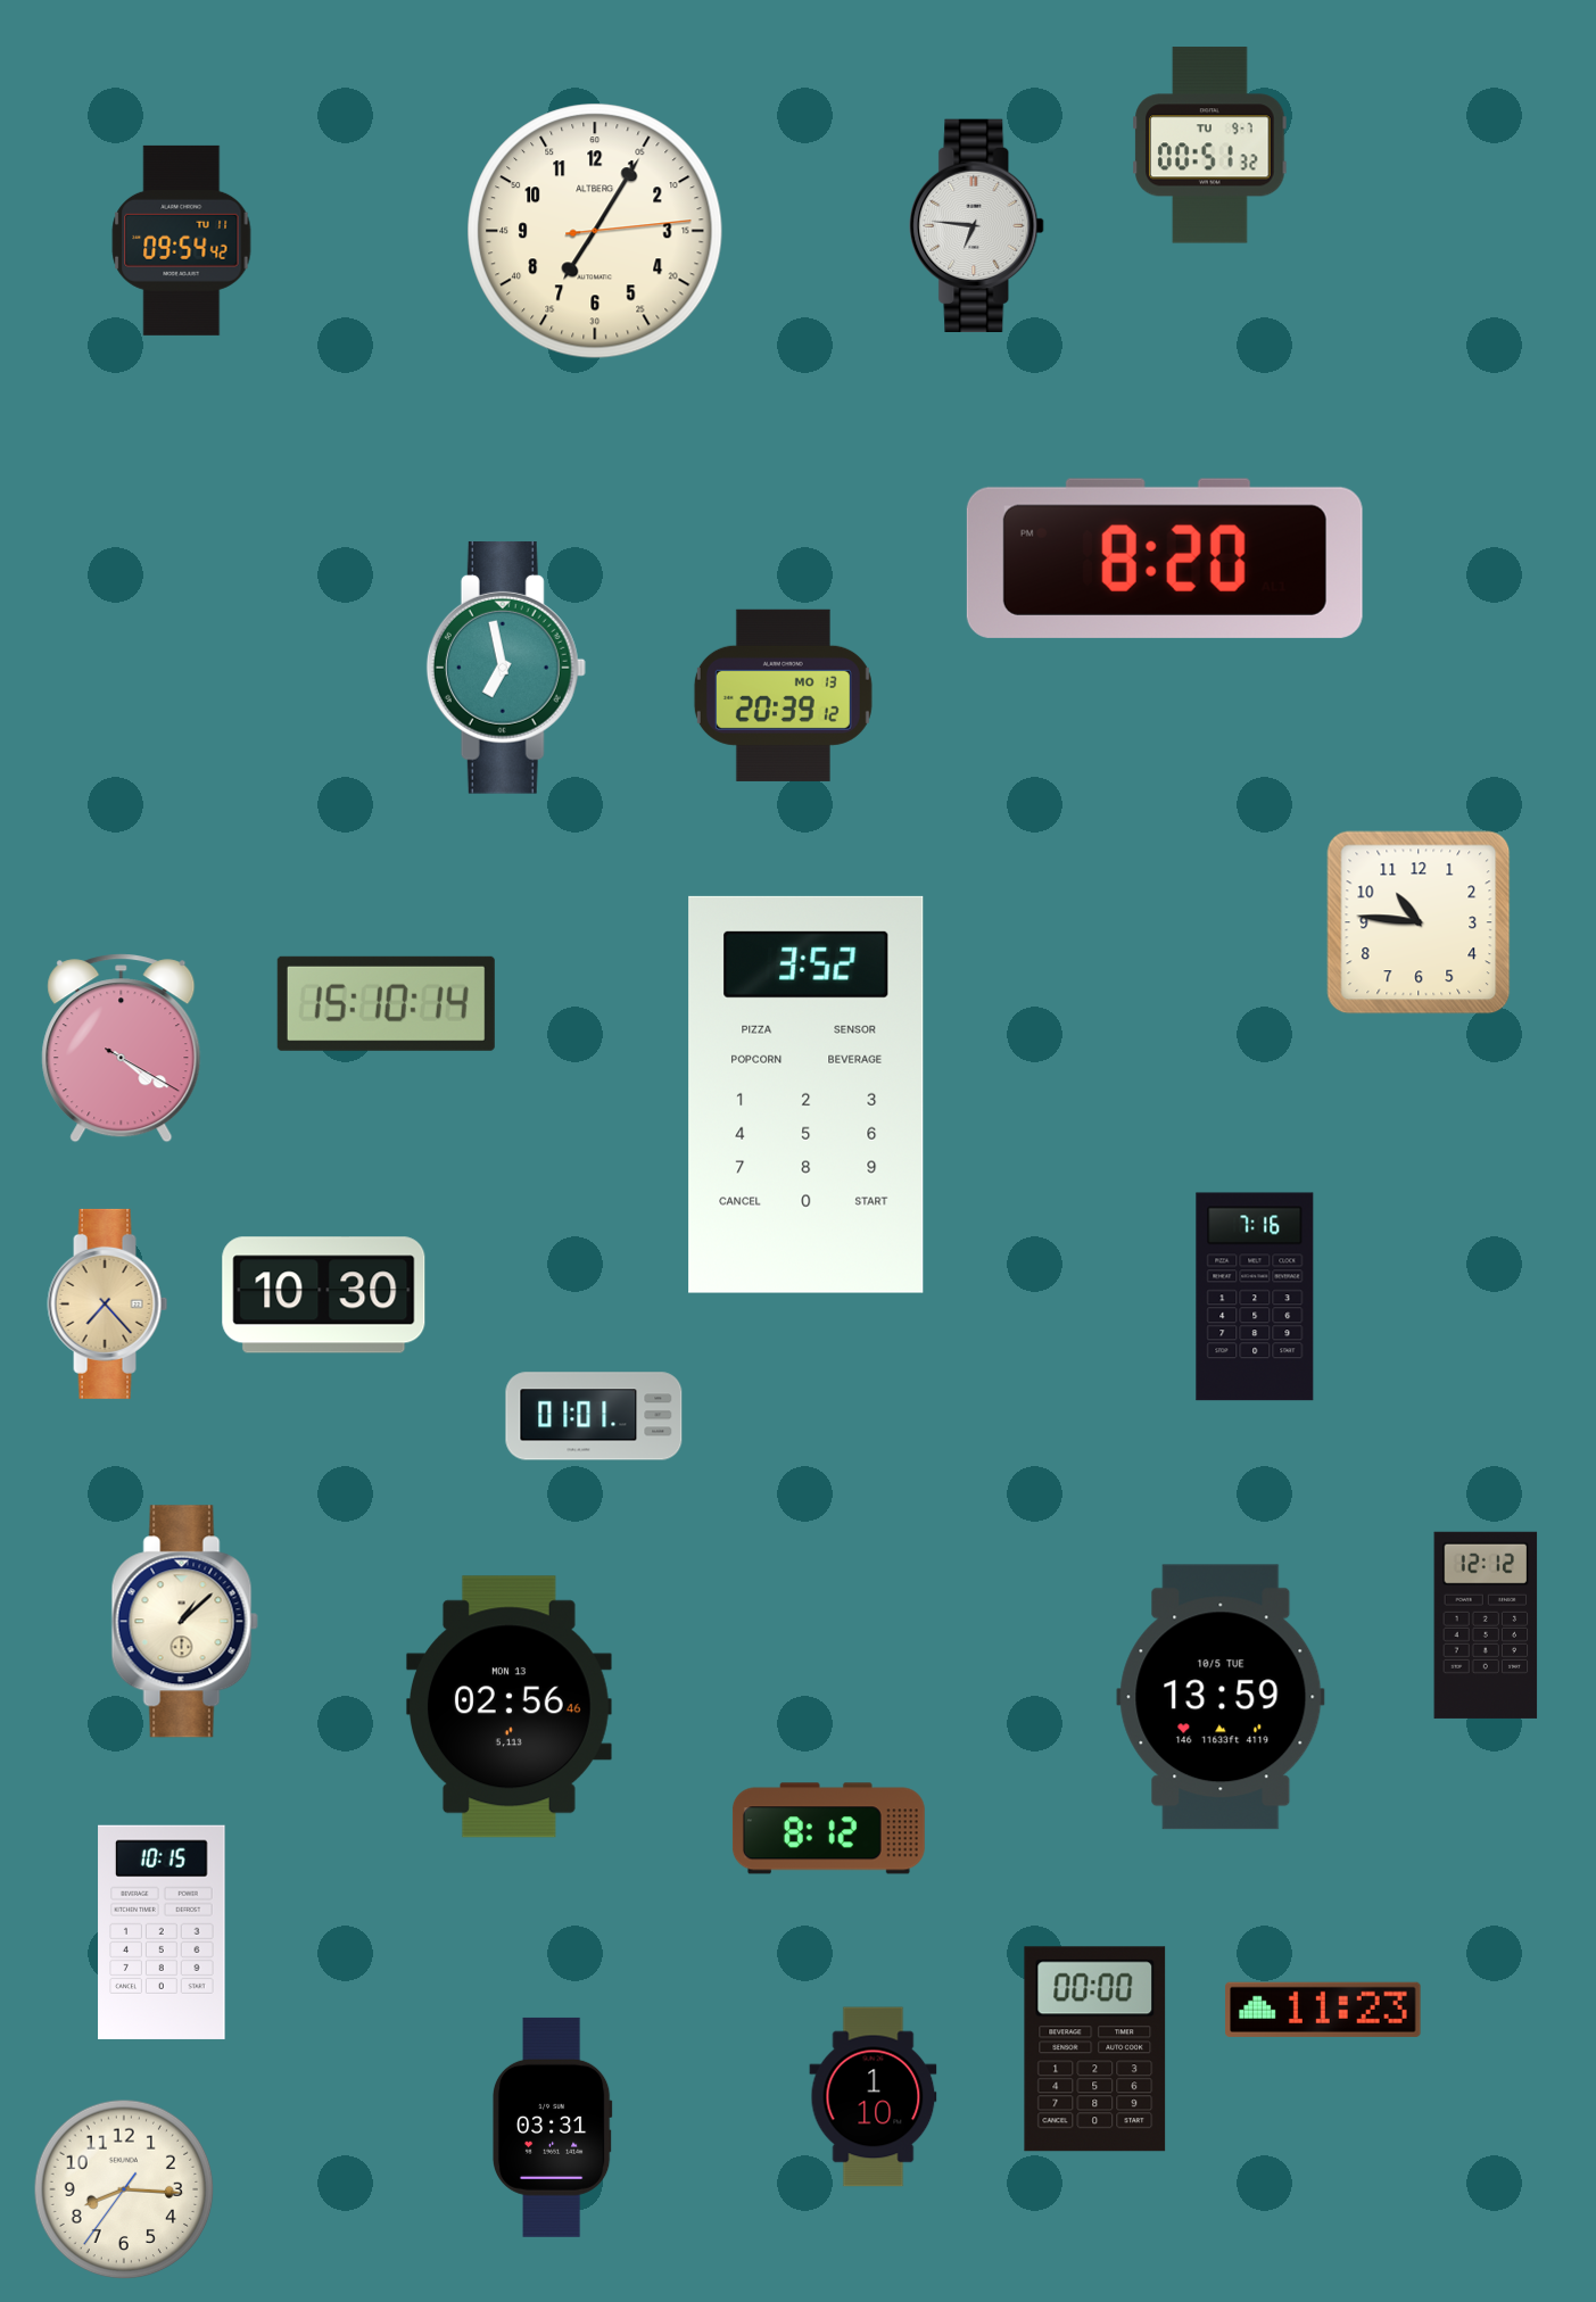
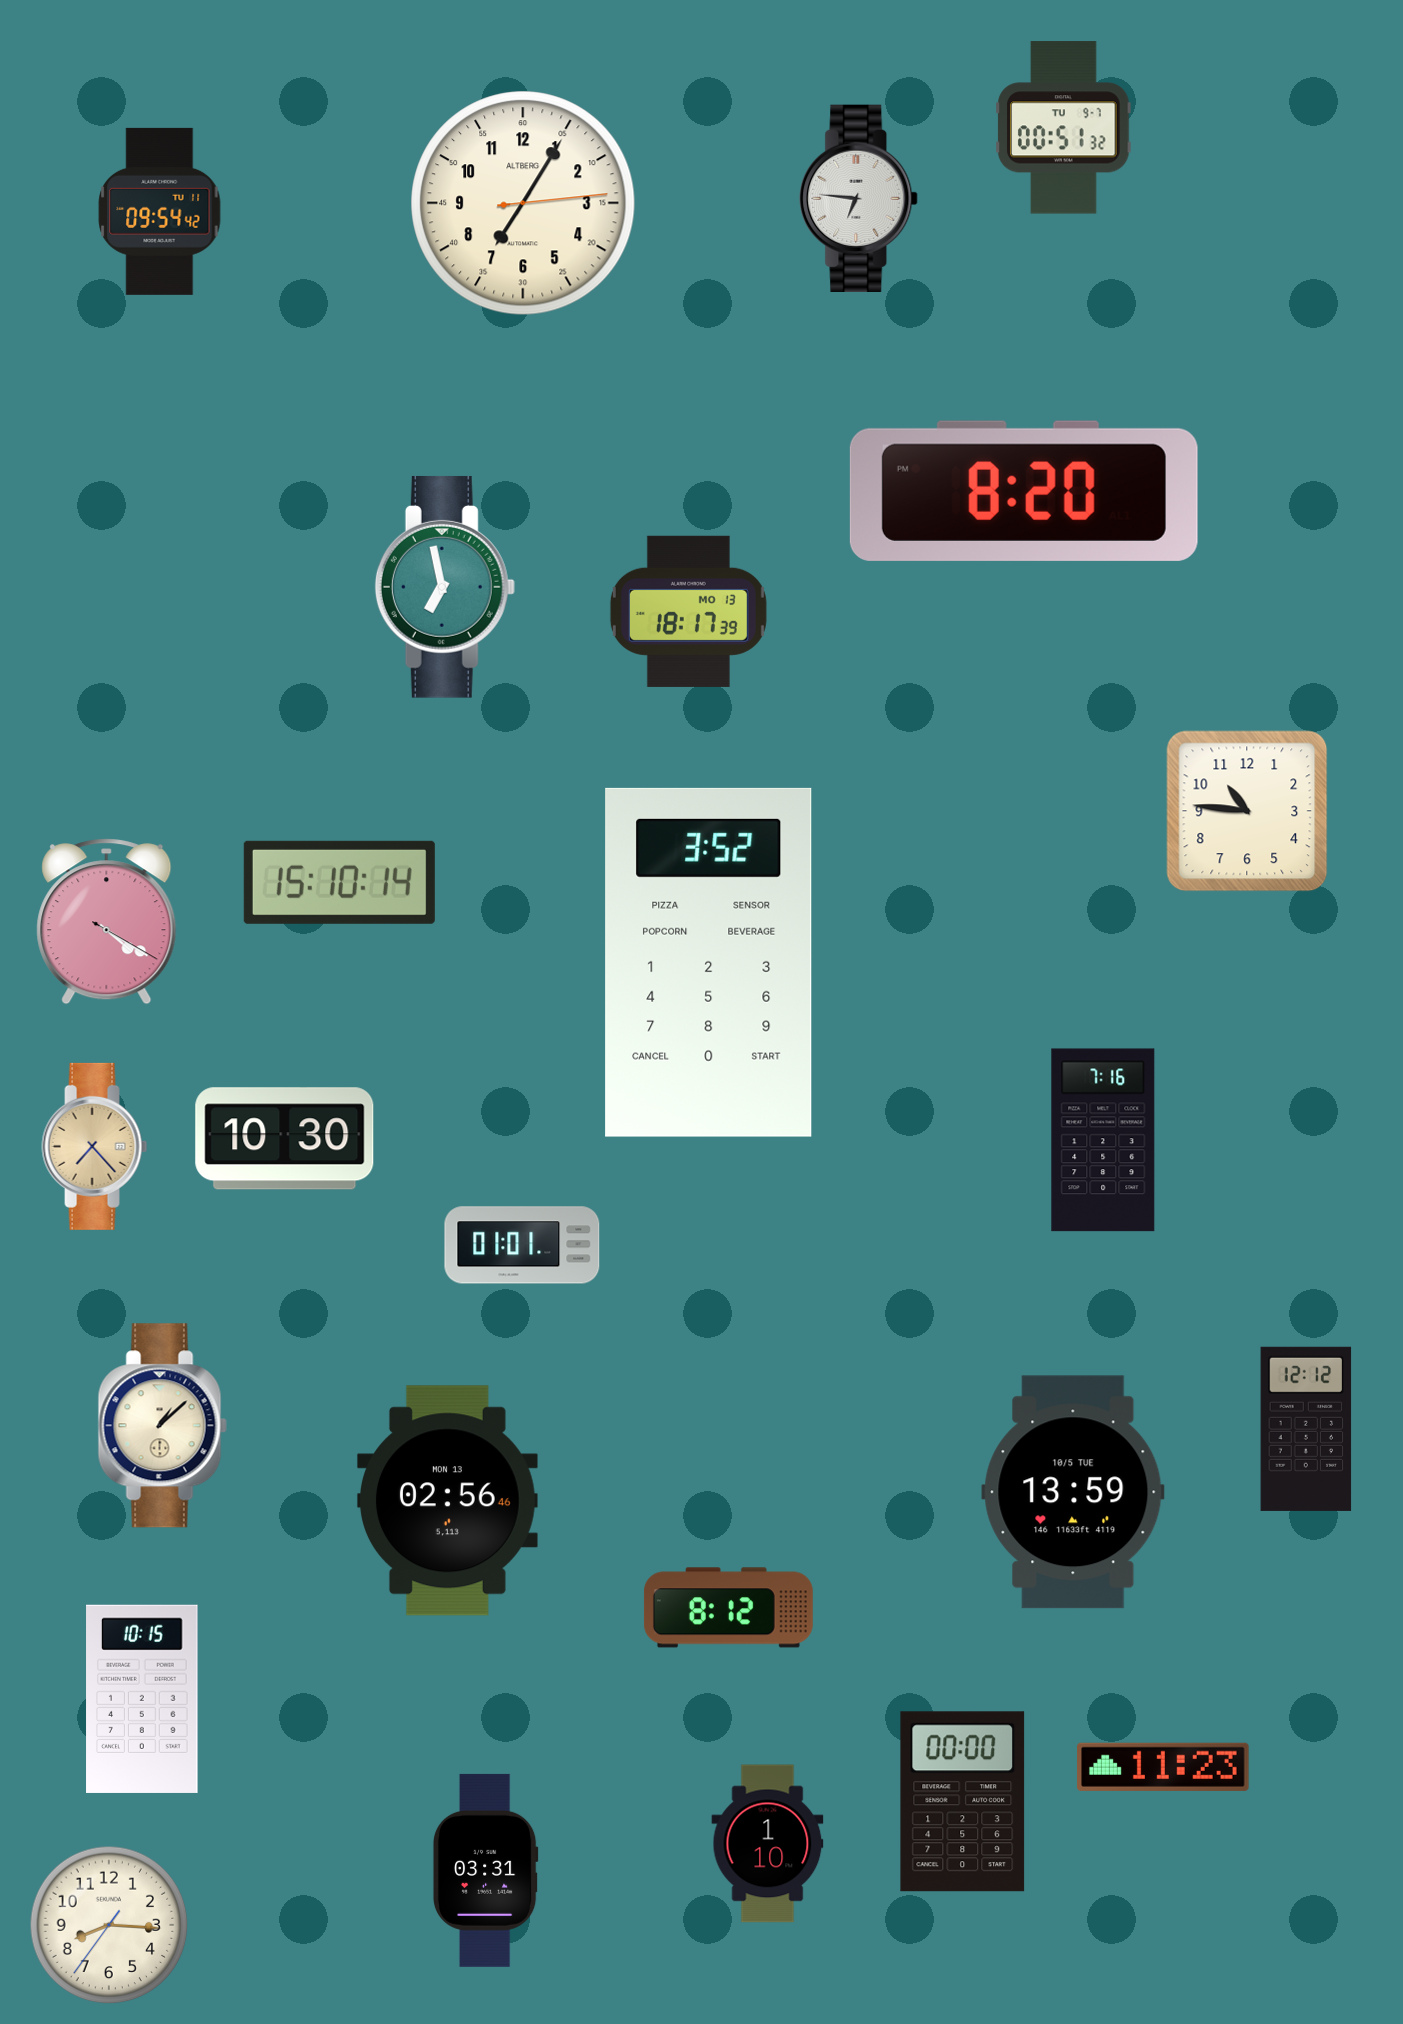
clock at (783, 695): 20:39 -> 18:17
